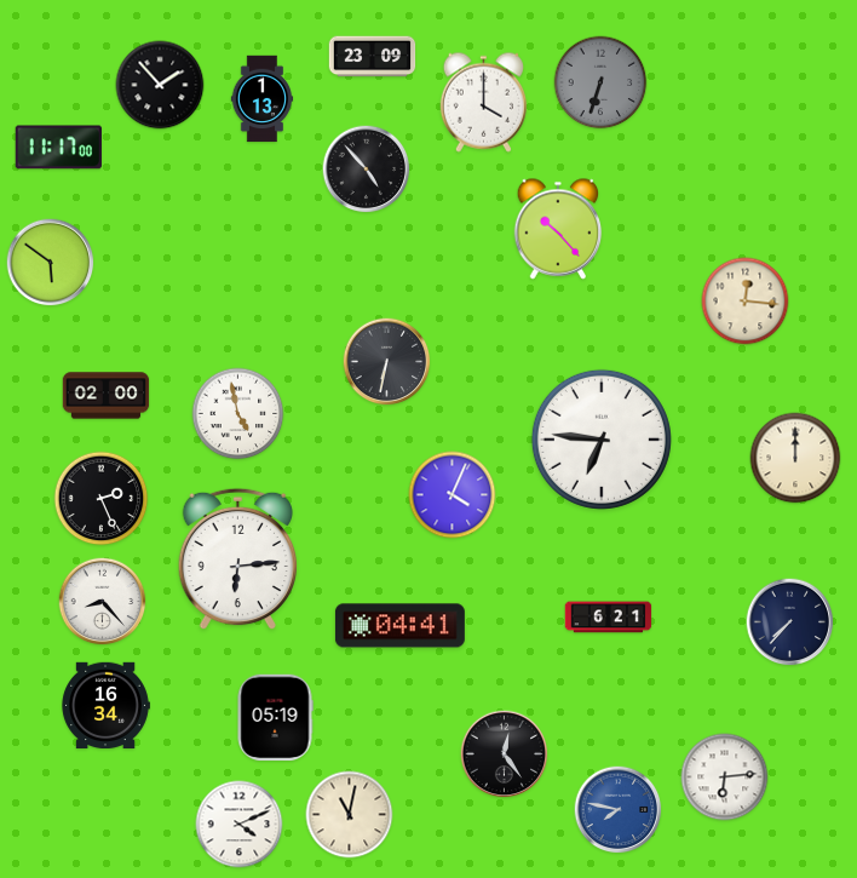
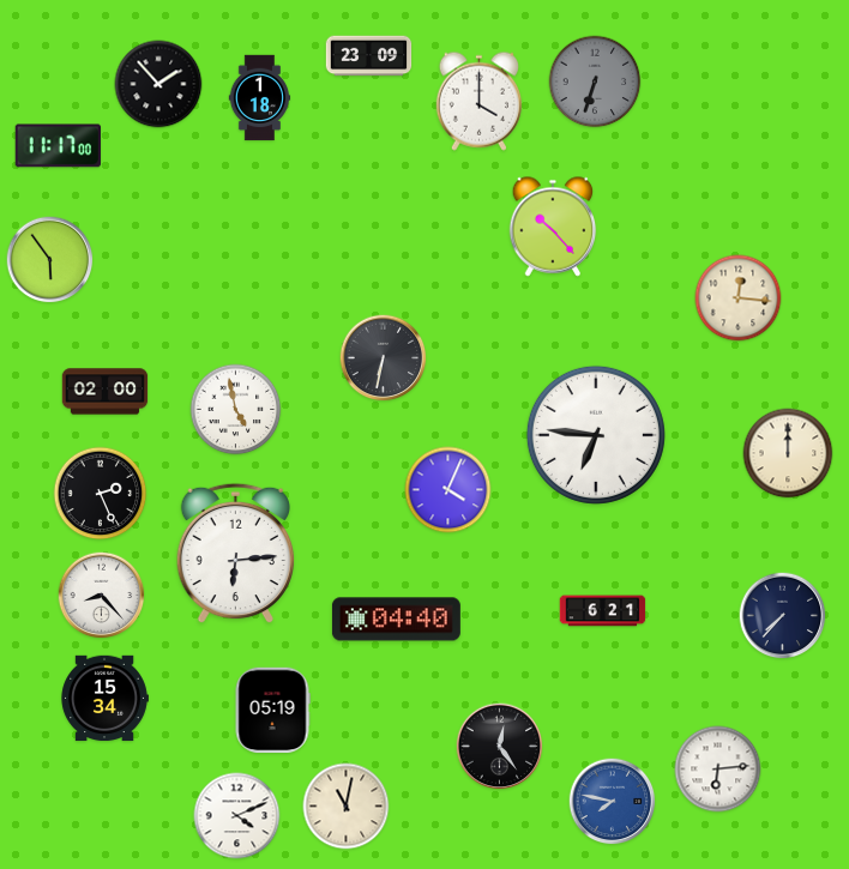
clock at (263, 99): 1:13 -> 1:18
clock at (367, 170): 4:53 -> none
clock at (51, 263): 5:51 -> 5:54
clock at (399, 626): 04:41 -> 04:40
clock at (105, 706): 16:34 -> 15:34
